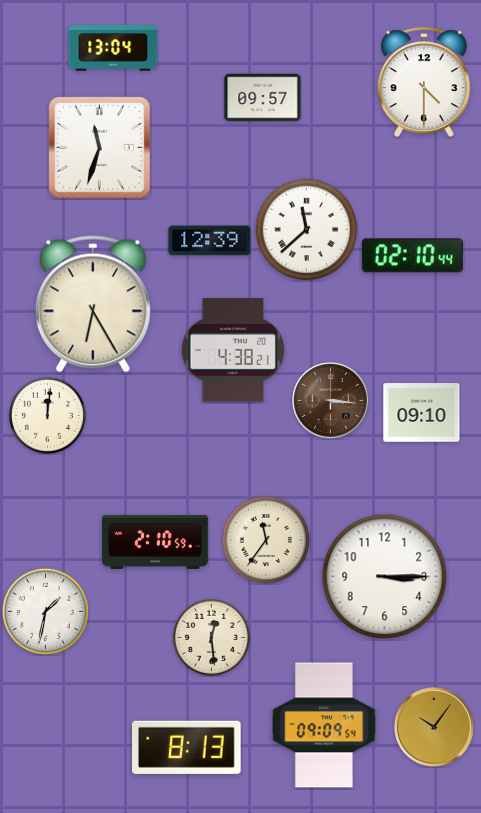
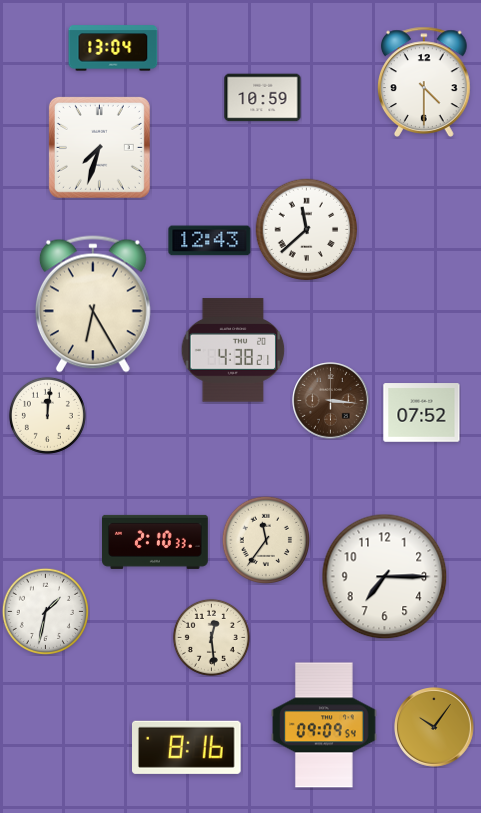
clock at (263, 98): 09:57 -> 10:59
clock at (99, 147): 11:33 -> 7:33
clock at (210, 241): 12:39 -> 12:43
clock at (412, 256): 02:10 -> none
clock at (422, 413): 09:10 -> 07:52
clock at (156, 542): 2:10:59 -> 2:10:33
clock at (385, 577): 3:15 -> 7:15
clock at (187, 747): 8:13 -> 8:16
